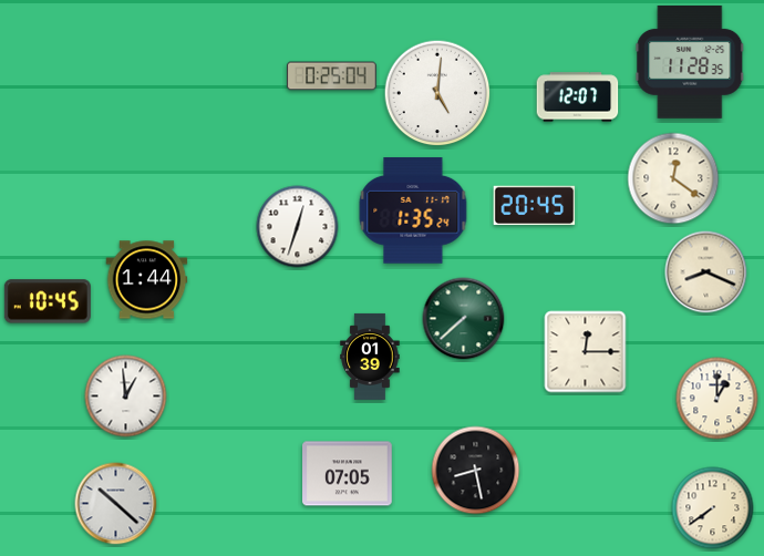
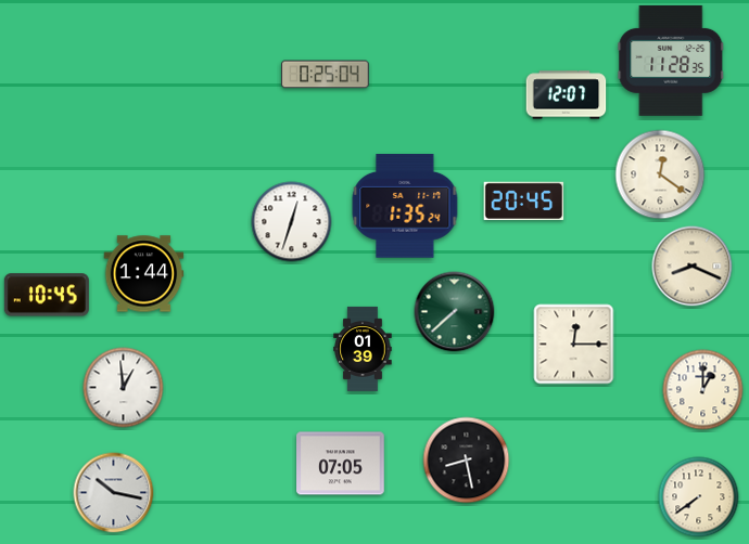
clock at (690, 62) position: (690, 62) -> (671, 61)
clock at (437, 93): 5:01 -> none
clock at (116, 504): 10:22 -> 10:17
